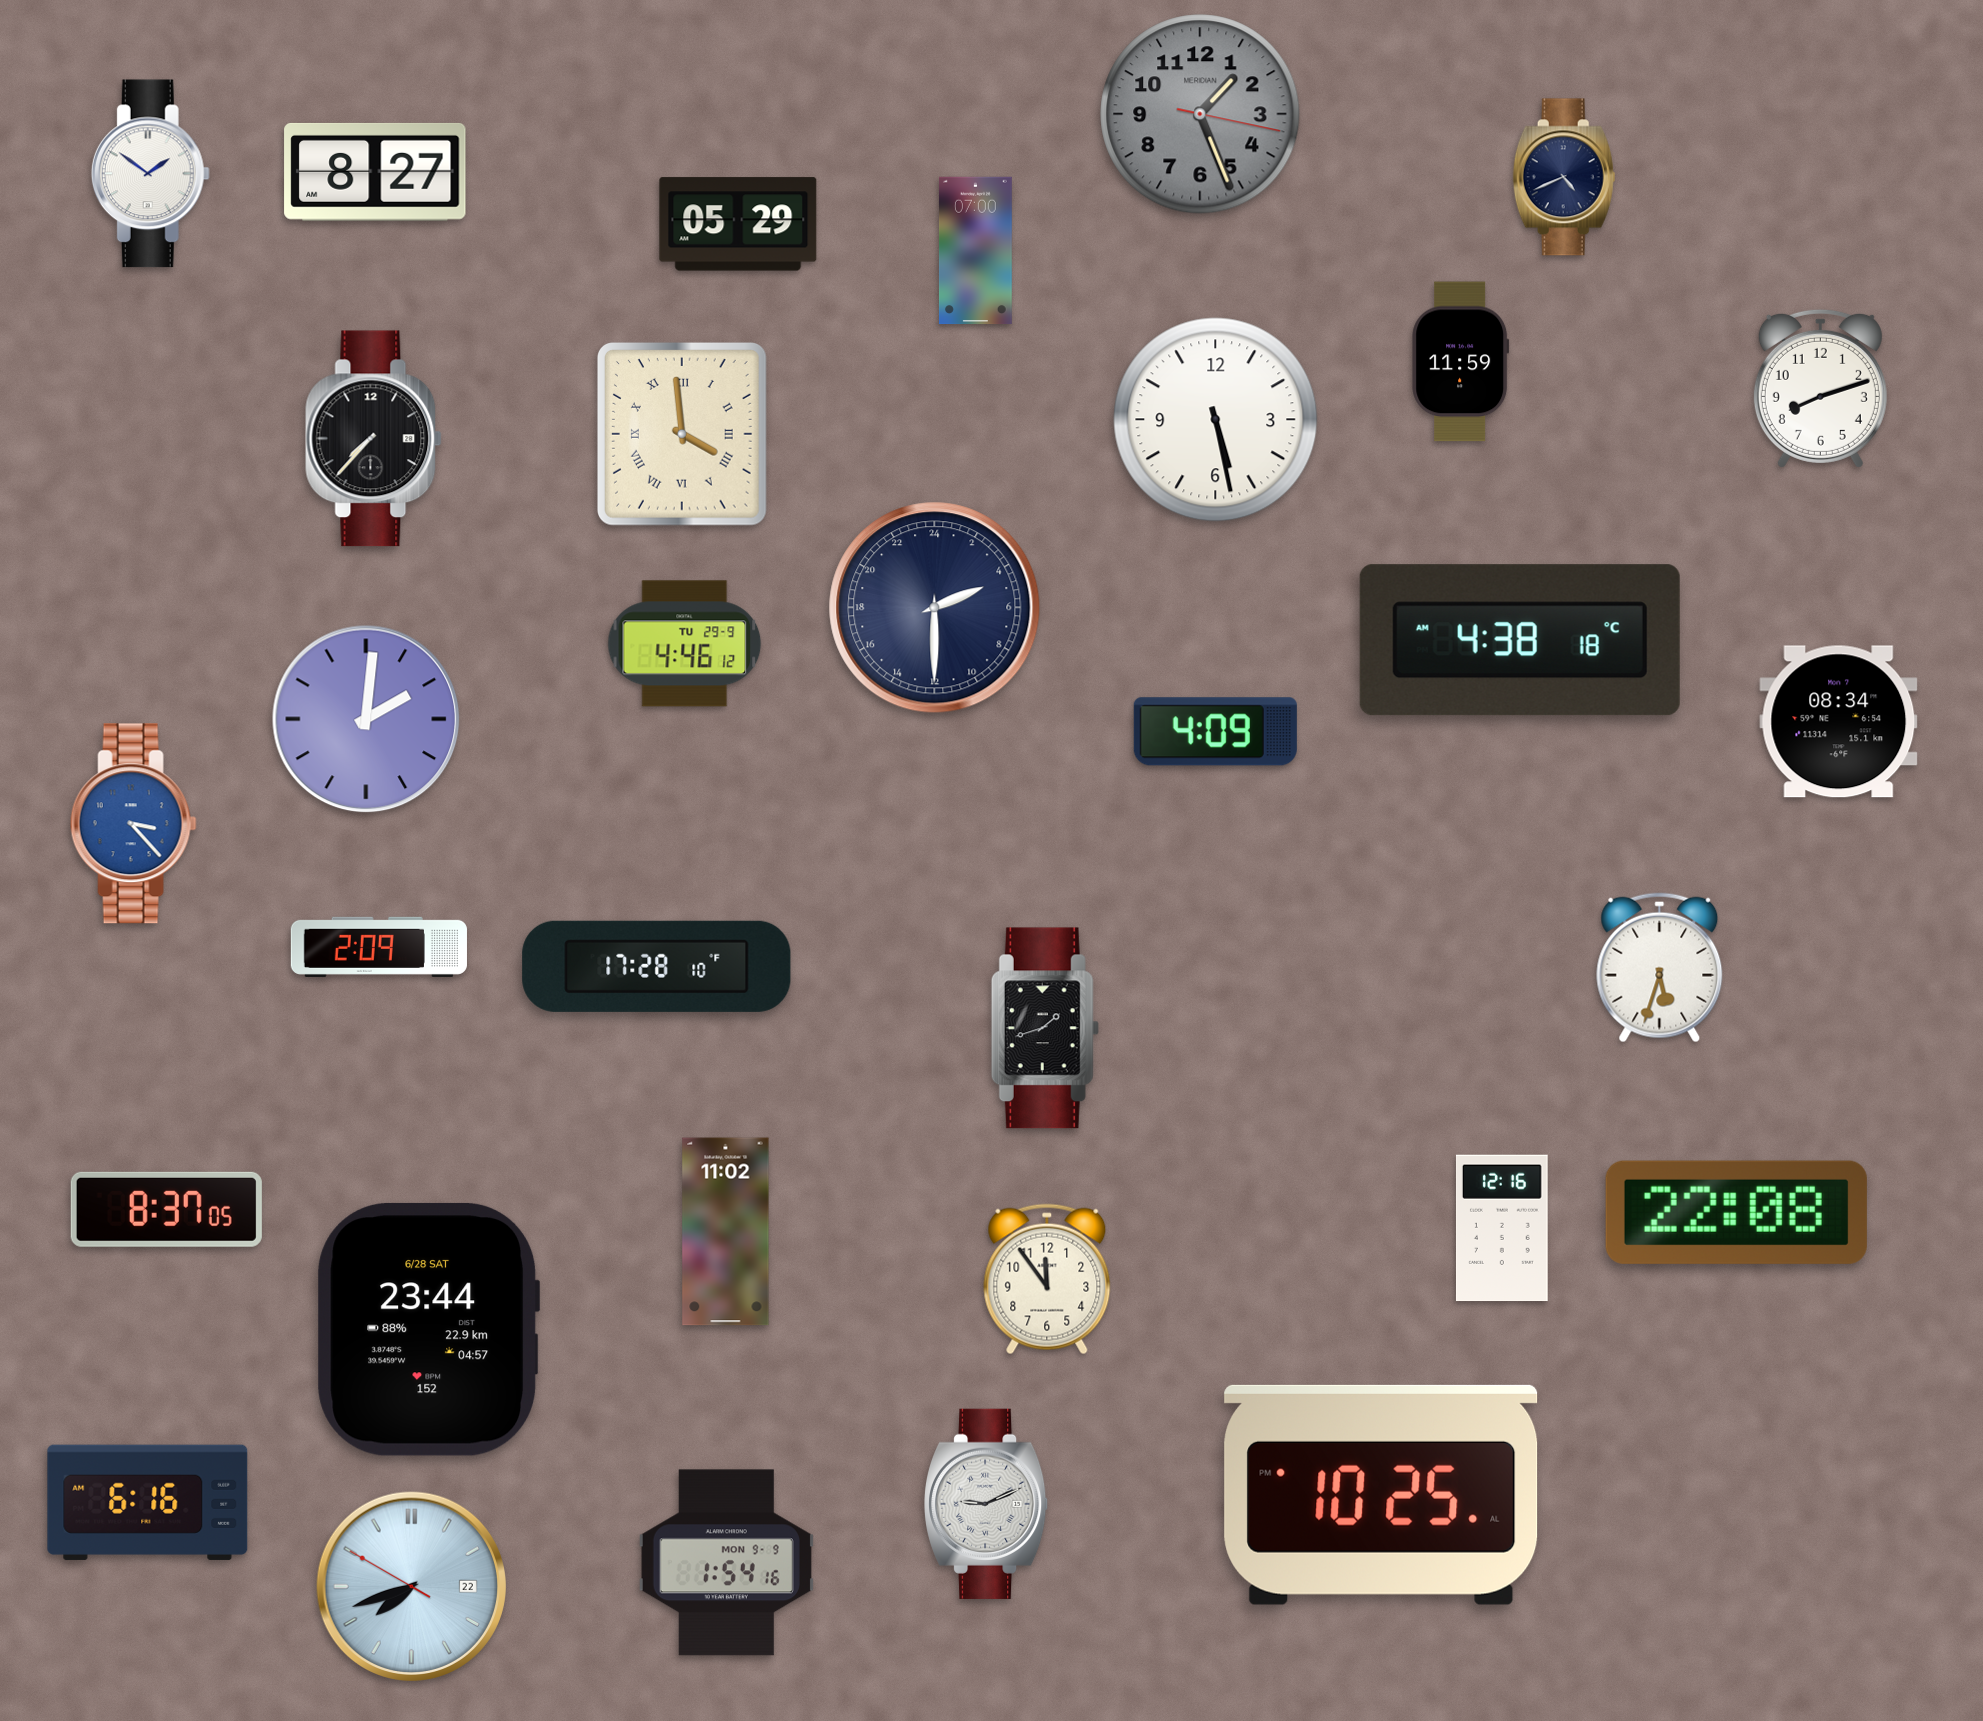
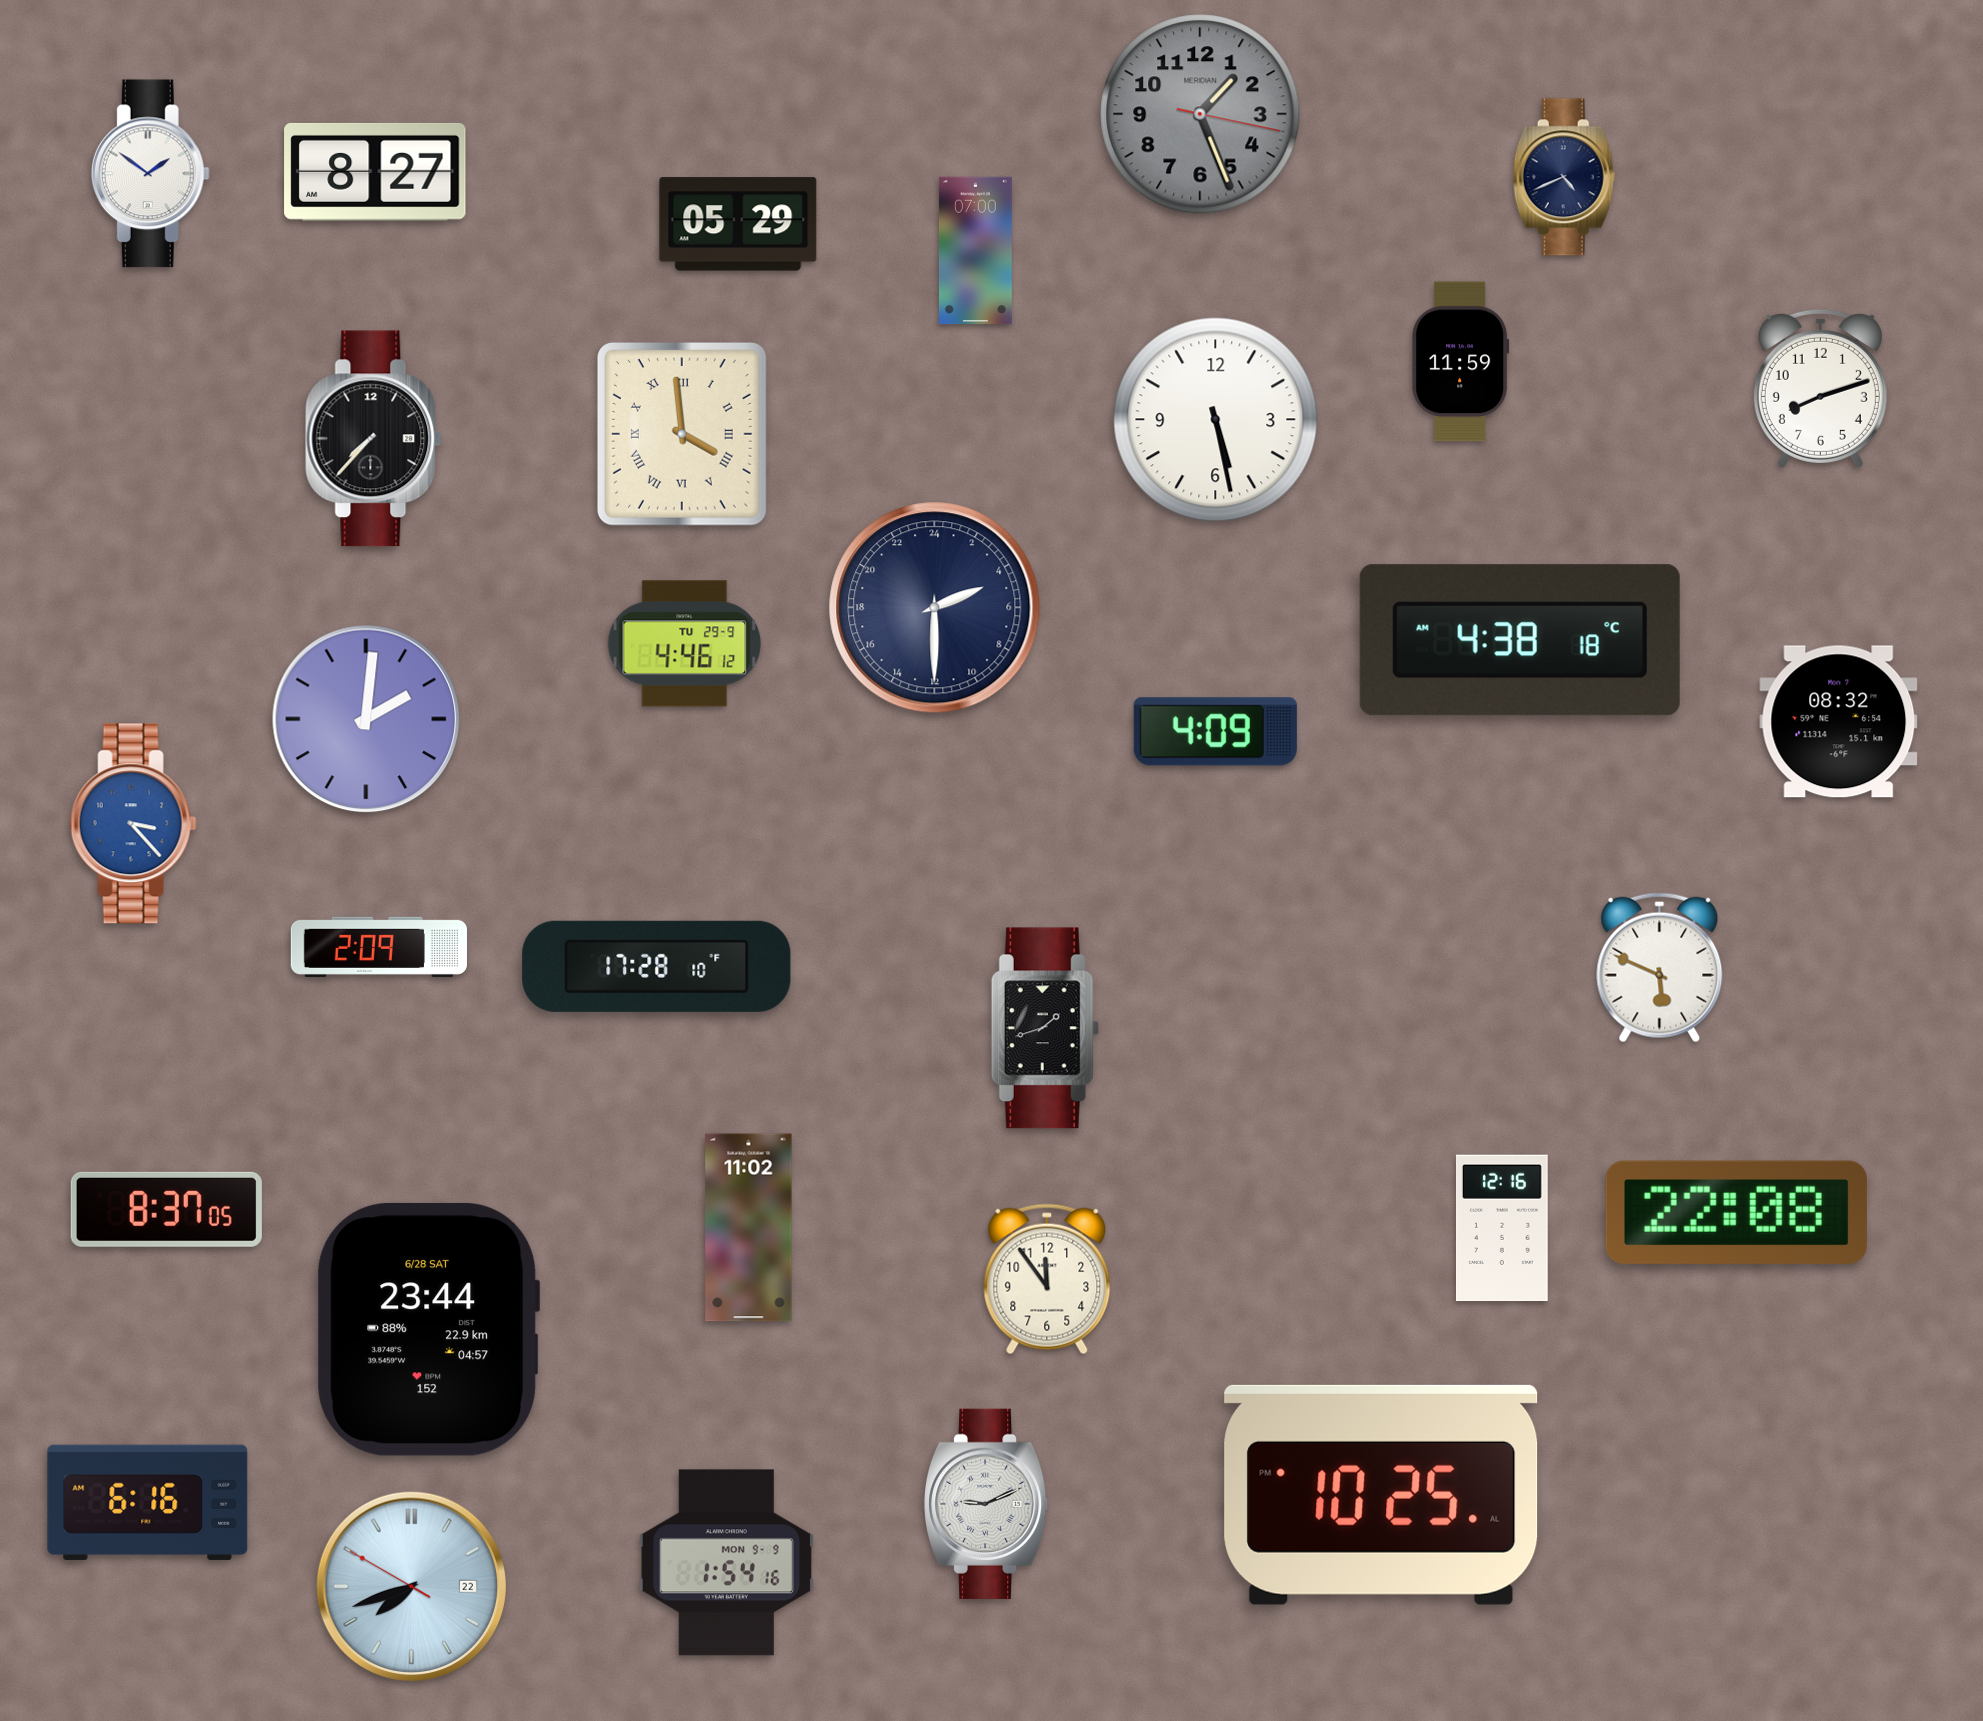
clock at (1839, 722): 08:34 -> 08:32
clock at (1660, 968): 5:33 -> 5:49
clock at (726, 1232) position: (726, 1232) -> (749, 1228)
